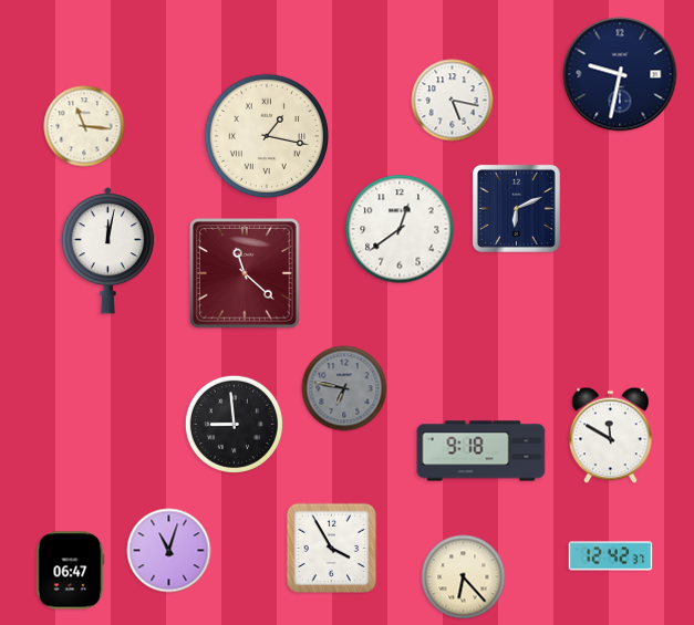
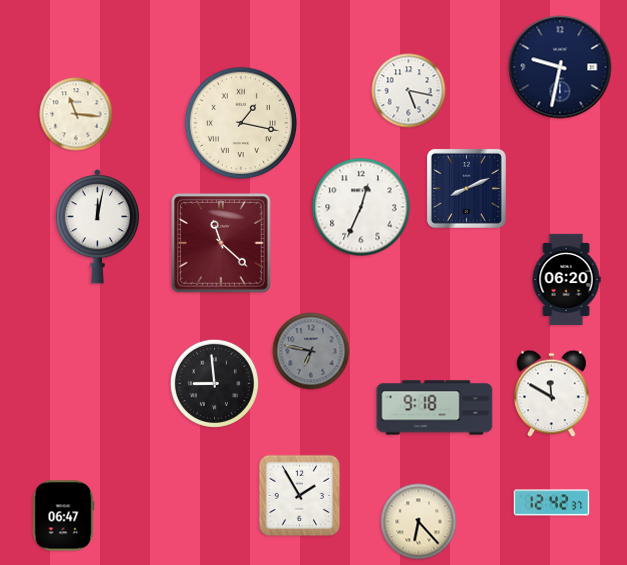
clock at (516, 208): 6:11 -> 8:11
clock at (400, 229): 12:39 -> 12:34
clock at (246, 274) position: (246, 274) -> (222, 244)
clock at (566, 279): none -> 06:20
clock at (234, 424) position: (234, 424) -> (214, 383)
clock at (332, 549): 3:55 -> 1:55
clock at (169, 551): 11:03 -> none
